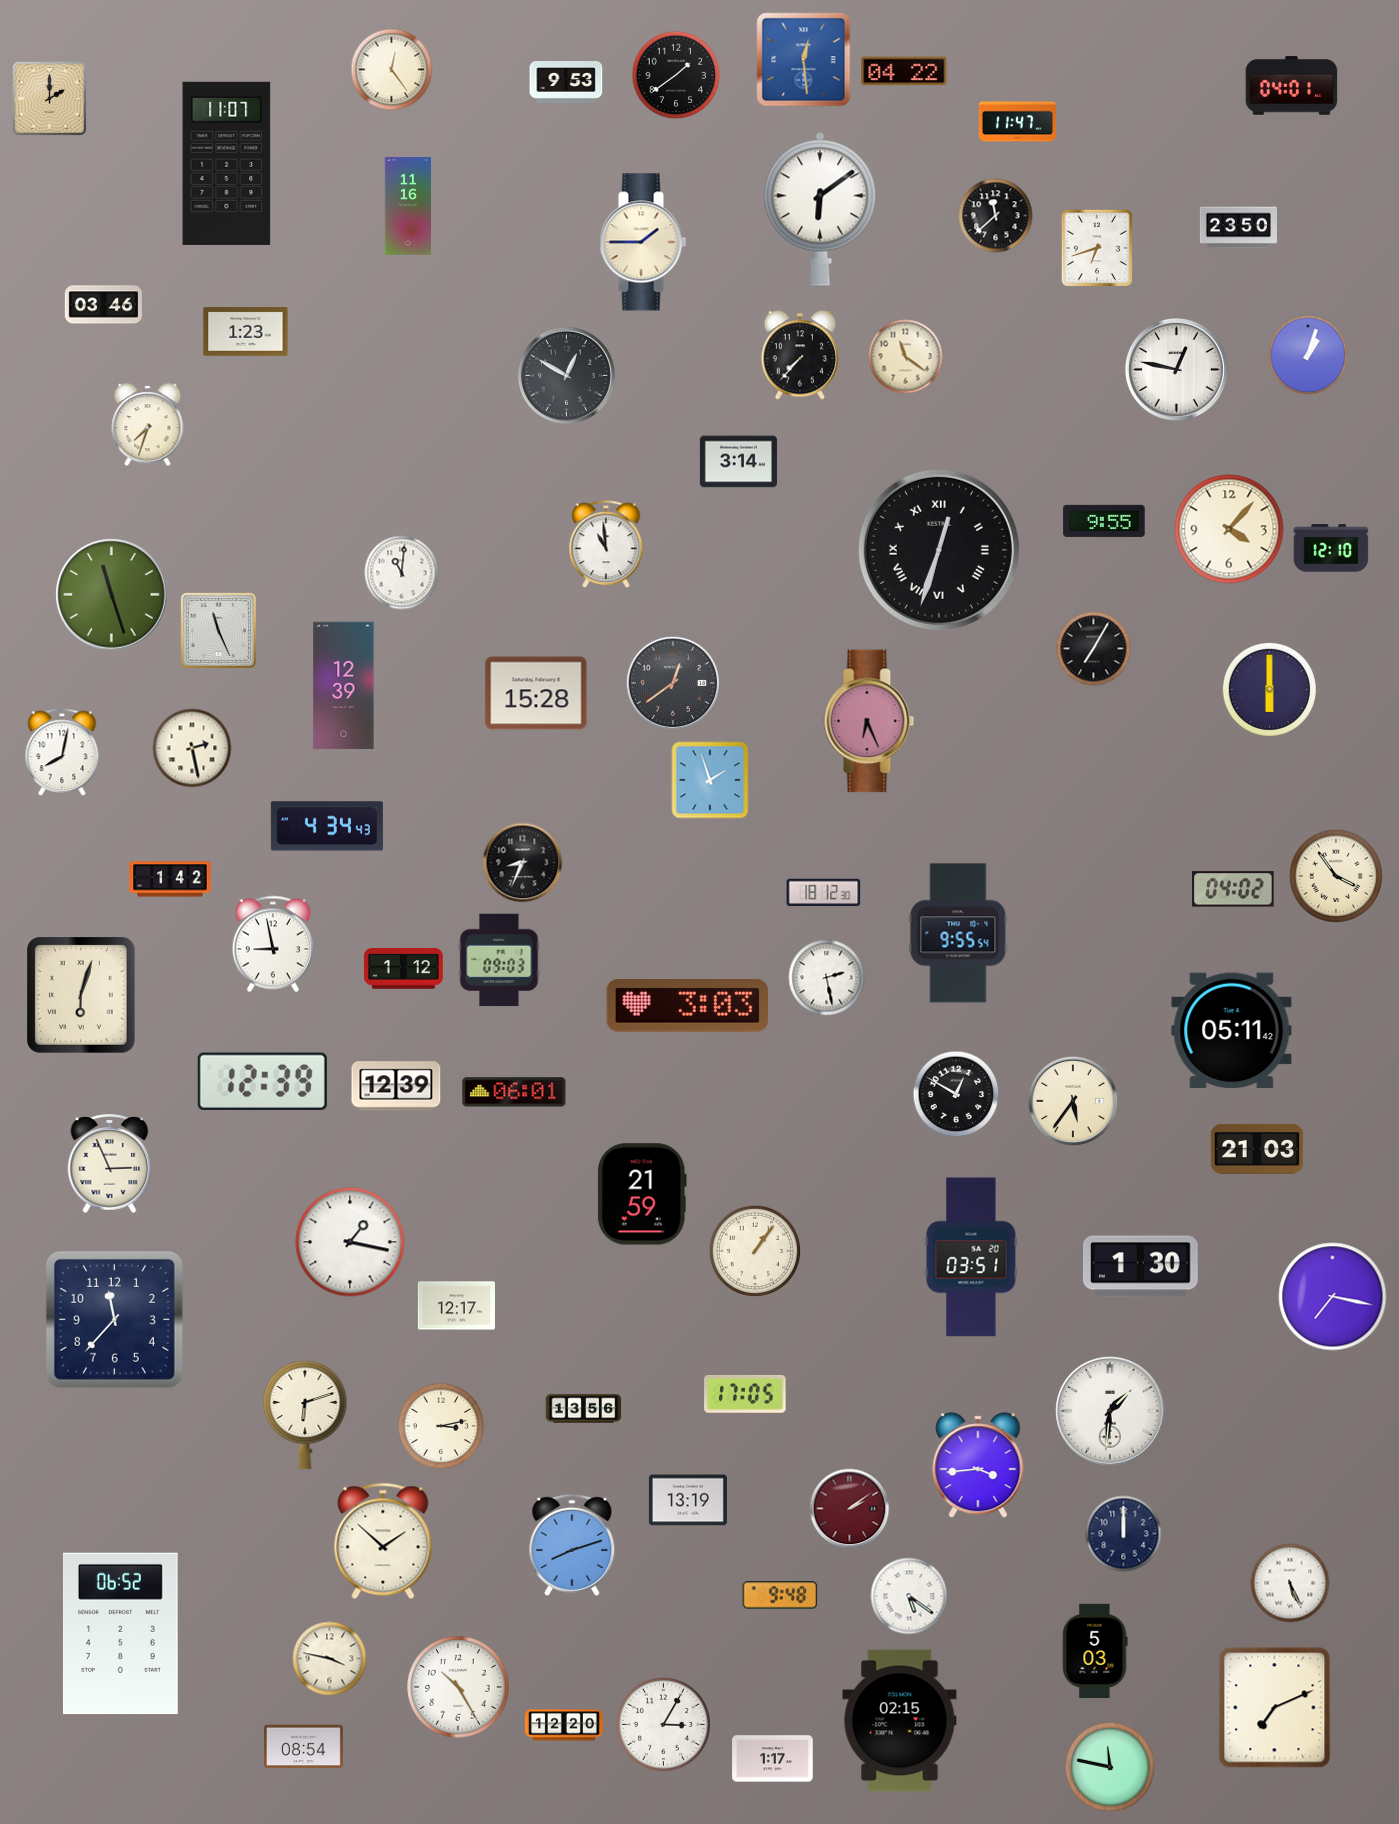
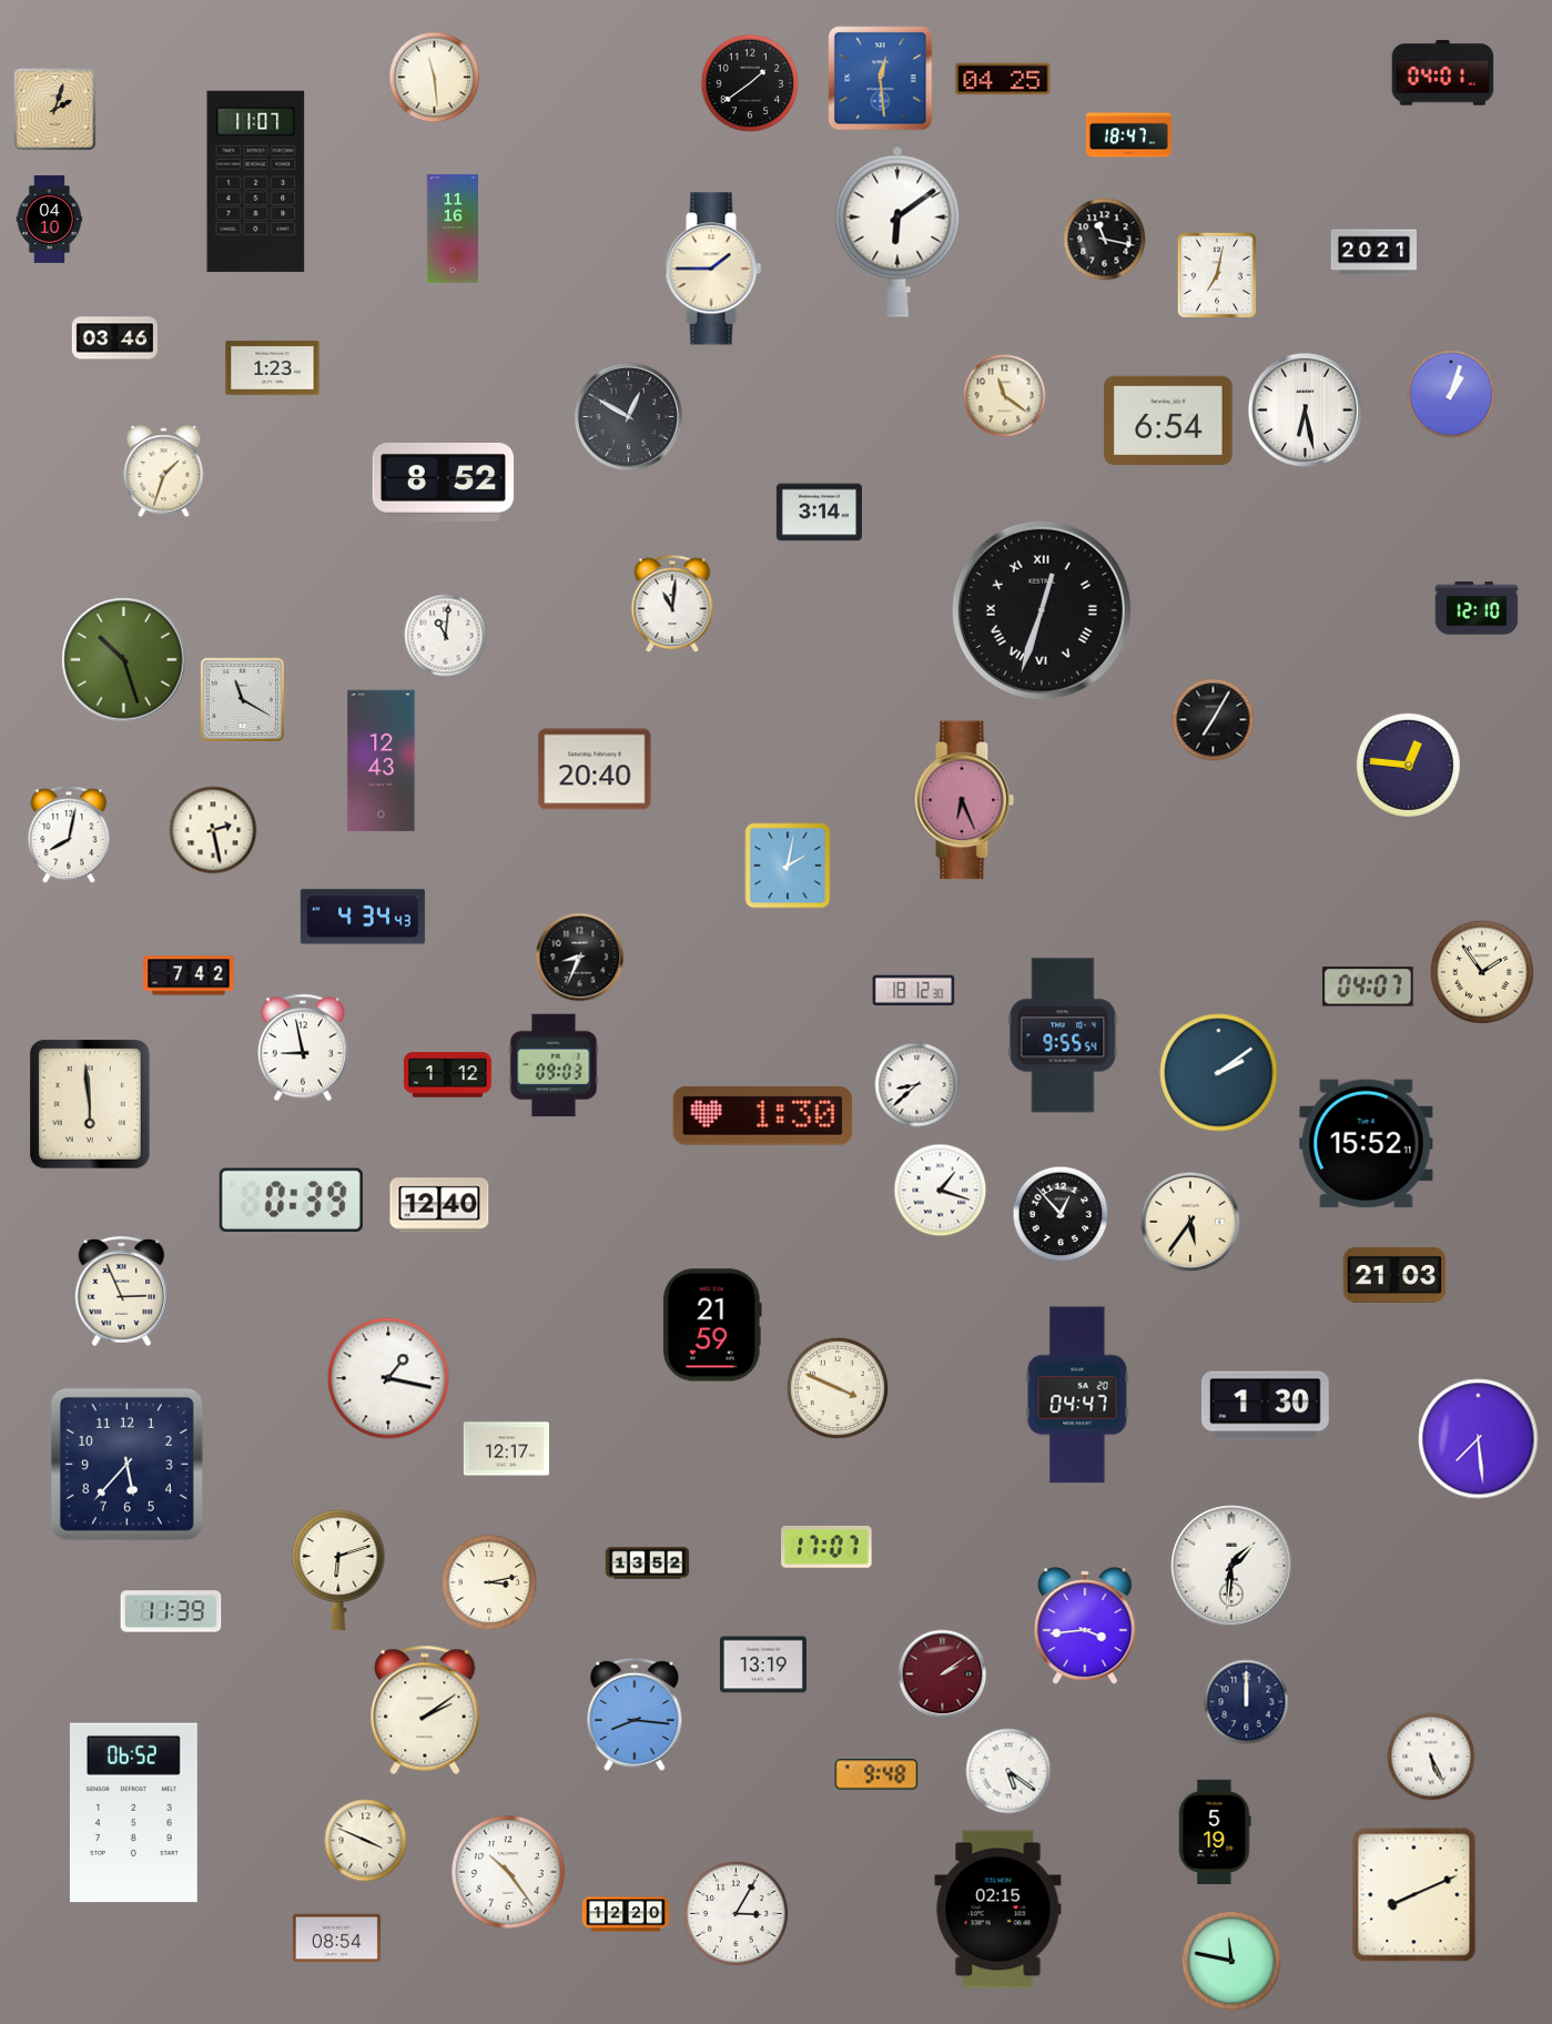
clock at (804, 60) position: (804, 60) -> (881, 79)
clock at (392, 70): 12:24 -> 11:29
clock at (904, 71): 04:22 -> 04:25
clock at (566, 83): 9:53 -> none
clock at (1292, 86) position: (1292, 86) -> (1443, 73)
clock at (50, 99): 2:00 -> 2:03
clock at (1017, 122): 11:47 -> 18:47
clock at (227, 163) position: (227, 163) -> (256, 181)
clock at (50, 220): none -> 04:10
clock at (820, 209) position: (820, 209) -> (897, 232)
clock at (996, 216): 11:38 -> 11:17
clock at (1238, 228): 23:50 -> 20:21
clock at (1096, 248): 6:42 -> 7:02
clock at (800, 355): 7:37 -> none
clock at (1176, 369): 12:47 -> 6:28
clock at (1168, 421): none -> 6:54
clock at (148, 425): 7:33 -> 1:33
clock at (444, 482): none -> 8:52
clock at (1104, 521): 9:55 -> none
clock at (1229, 529): 4:07 -> none
clock at (606, 545): 10:59 -> 11:01
clock at (112, 595): 11:27 -> 10:27
clock at (218, 630): 11:26 -> 11:20
clock at (672, 682): 12:39 -> none
clock at (344, 686): 12:39 -> 12:43
clock at (1269, 689): 6:00 -> 12:46
clock at (536, 693): 15:28 -> 20:40
clock at (710, 780): 1:57 -> 2:02
clock at (1336, 876): 3:54 -> 1:54
clock at (170, 879): 1:42 -> 7:42
clock at (1233, 889): 04:02 -> 04:07
clock at (1219, 1073): none -> 2:09
clock at (827, 978): 2:28 -> 8:38
clock at (82, 996): 6:03 -> 5:59
clock at (688, 1006): 3:03 -> 1:30
clock at (1232, 1031): 05:11 -> 15:52
clock at (941, 1191): none -> 1:18
clock at (262, 1081): 12:39 -> 0:39
clock at (396, 1086): 12:39 -> 12:40
clock at (514, 1092): 06:01 -> none
clock at (956, 1094): 12:50 -> 12:53
clock at (754, 1250): 1:06 -> 3:49
clock at (971, 1257): 03:51 -> 04:47
clock at (1333, 1297): 7:17 -> 7:29
clock at (114, 1319): 11:37 -> 5:37
clock at (745, 1394): 17:05 -> 17:07
clock at (584, 1409): 13:56 -> 13:52
clock at (171, 1611): none -> 11:39
clock at (383, 1541): 1:52 -> 2:09
clock at (572, 1545): 8:12 -> 8:16
clock at (780, 1595) position: (780, 1595) -> (876, 1774)
clock at (1095, 1651): 5:03 -> 5:19
clock at (330, 1659): 3:47 -> 3:49
clock at (458, 1687): 10:25 -> 10:24
clock at (1275, 1708): 7:11 -> 8:11
clock at (773, 1759): 1:17 -> none
